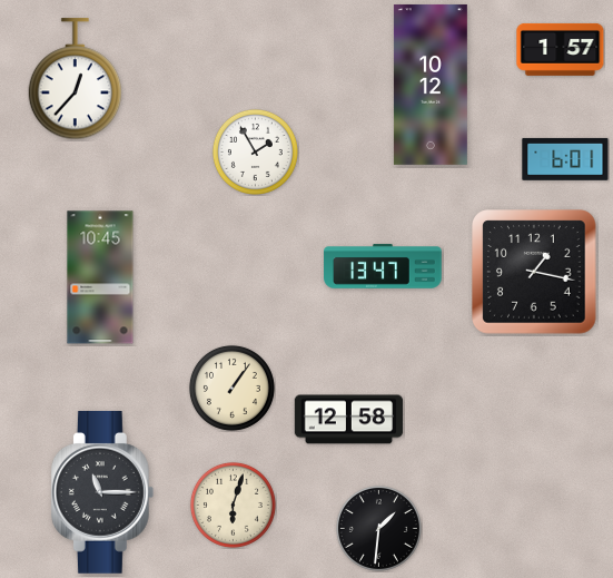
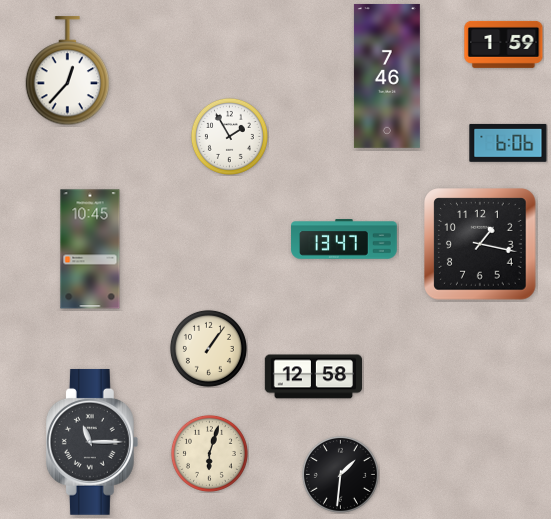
clock at (561, 49): 1:57 -> 1:59
clock at (431, 85): 10:12 -> 7:46
clock at (565, 159): 6:01 -> 6:06
